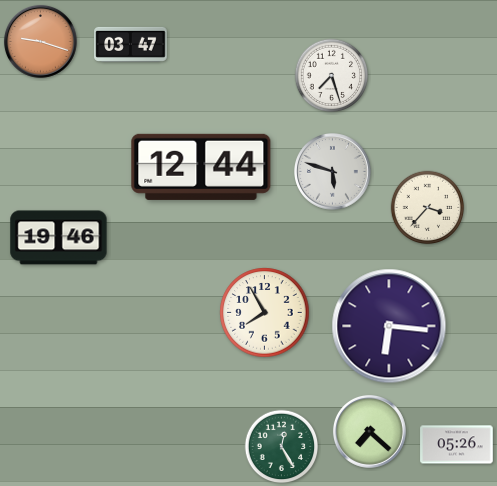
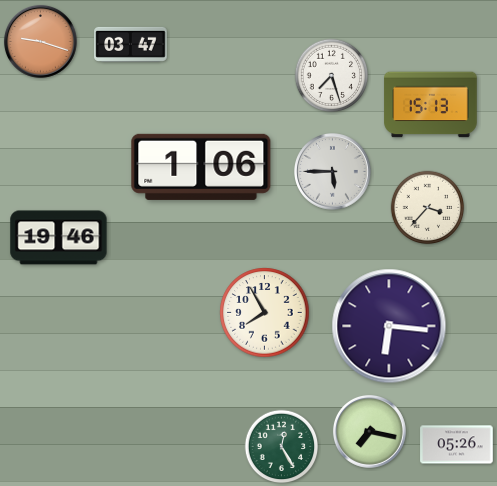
clock at (431, 105): none -> 15:13
clock at (201, 167): 12:44 -> 1:06
clock at (333, 172): 5:48 -> 5:45
clock at (369, 431): 7:22 -> 7:17
